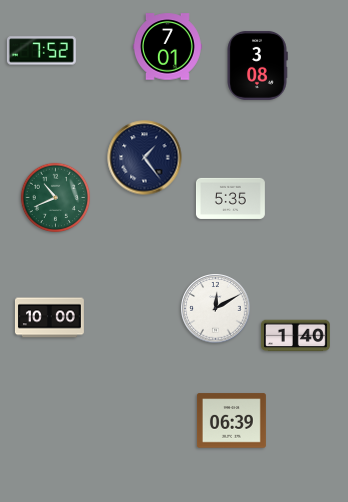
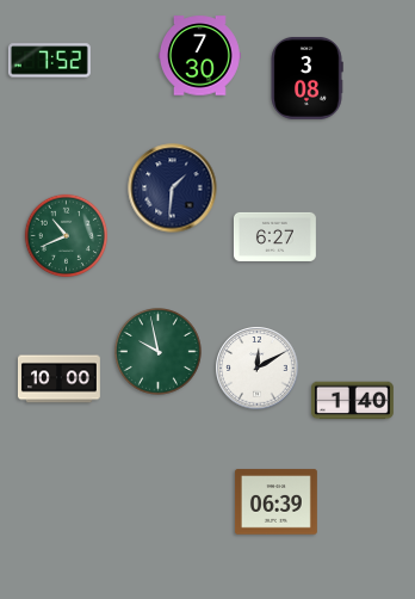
clock at (167, 47): 7:01 -> 7:30
clock at (145, 158): 1:24 -> 1:31
clock at (230, 198): 5:35 -> 6:27
clock at (159, 352): none -> 9:58
